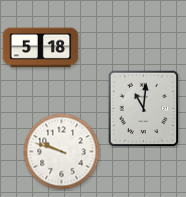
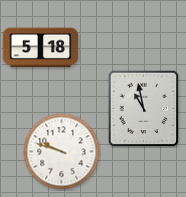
clock at (144, 109): 11:01 -> 10:58
